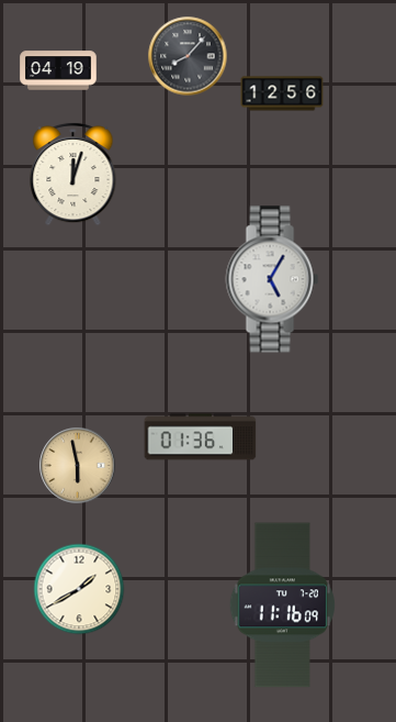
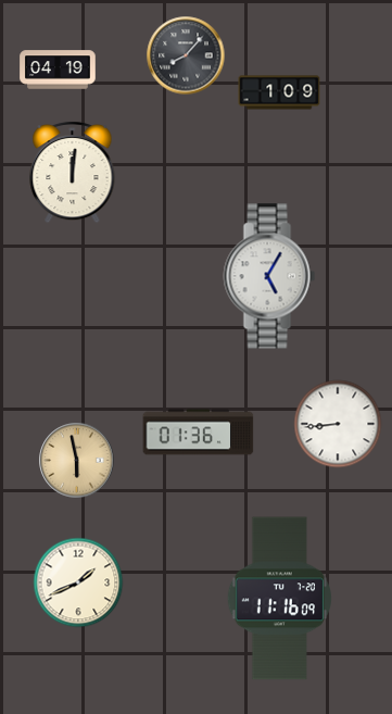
clock at (282, 93): 12:56 -> 1:09
clock at (73, 174): 12:03 -> 12:01
clock at (338, 424): none -> 8:44
clock at (79, 589): 1:40 -> 1:41
